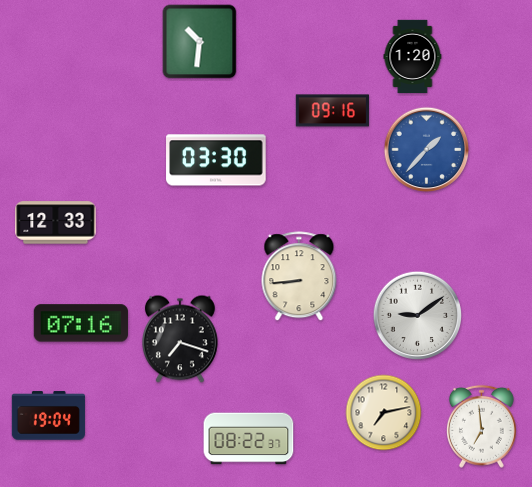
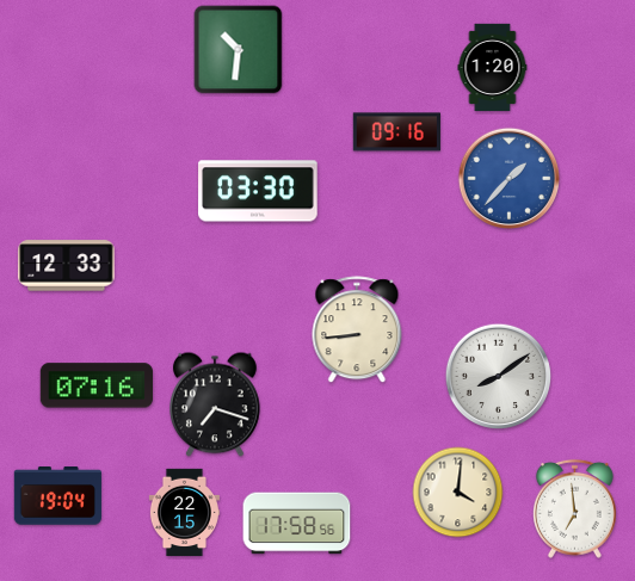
clock at (418, 316): 9:09 -> 8:09
clock at (384, 413): 7:13 -> 4:01
clock at (184, 513): none -> 22:15
clock at (249, 439): 08:22 -> 17:58
